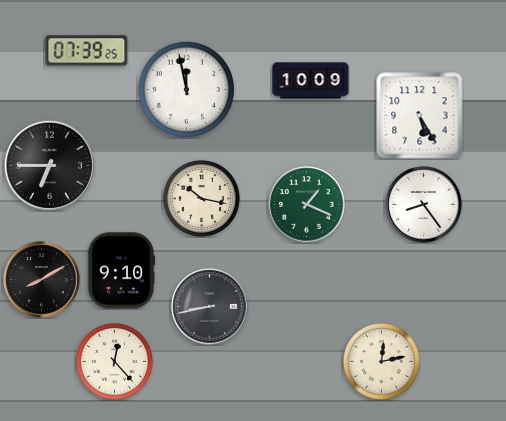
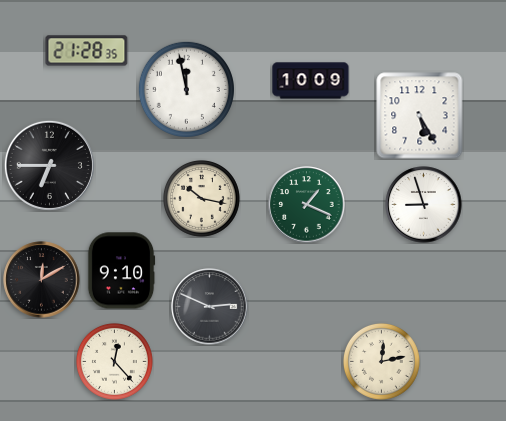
clock at (87, 51): 07:39 -> 21:28
clock at (424, 205): 8:24 -> 8:57
clock at (42, 280): 8:10 -> 12:10
clock at (210, 307): 8:43 -> 2:49
